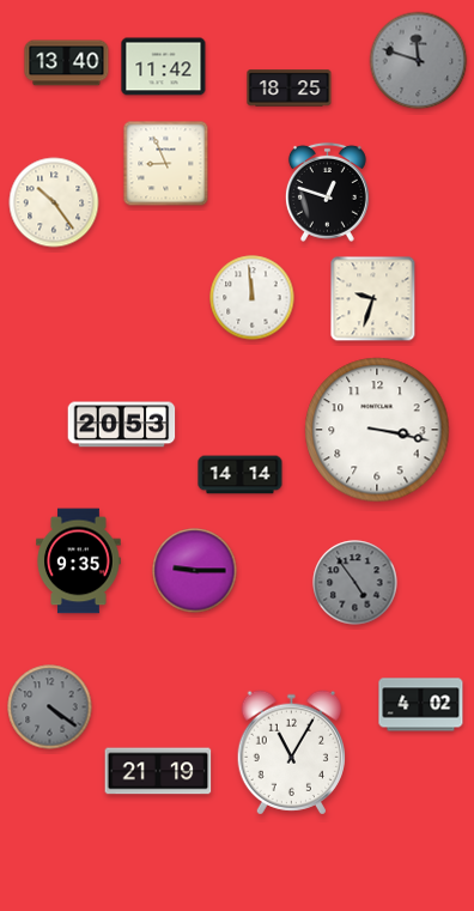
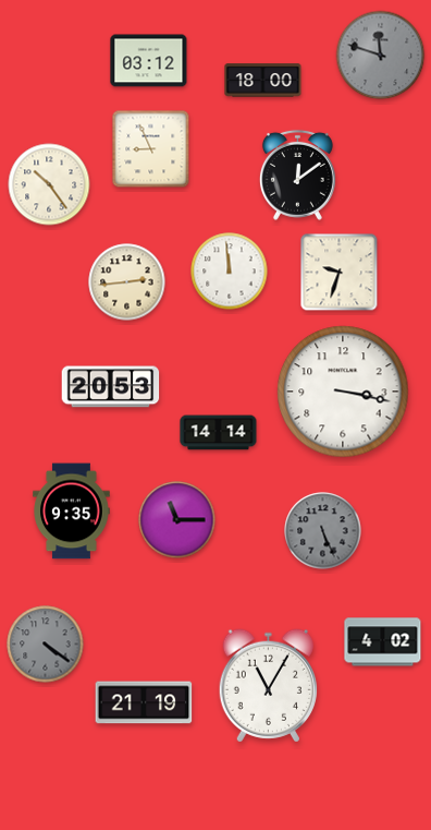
clock at (67, 63): 13:40 -> none
clock at (164, 67): 11:42 -> 03:12
clock at (290, 89): 18:25 -> 18:00
clock at (327, 192): 12:48 -> 12:09
clock at (127, 282): none -> 2:44
clock at (195, 571): 9:15 -> 11:15
clock at (355, 583): 4:54 -> 5:26
clock at (291, 753) position: (291, 753) -> (268, 686)
